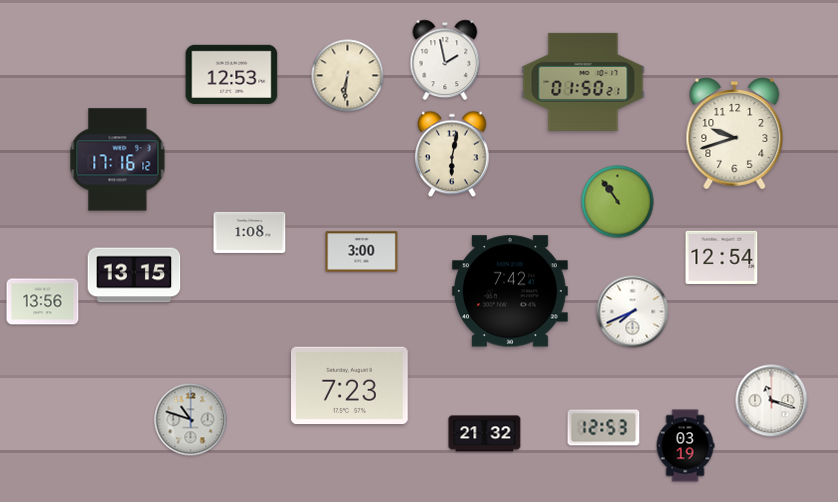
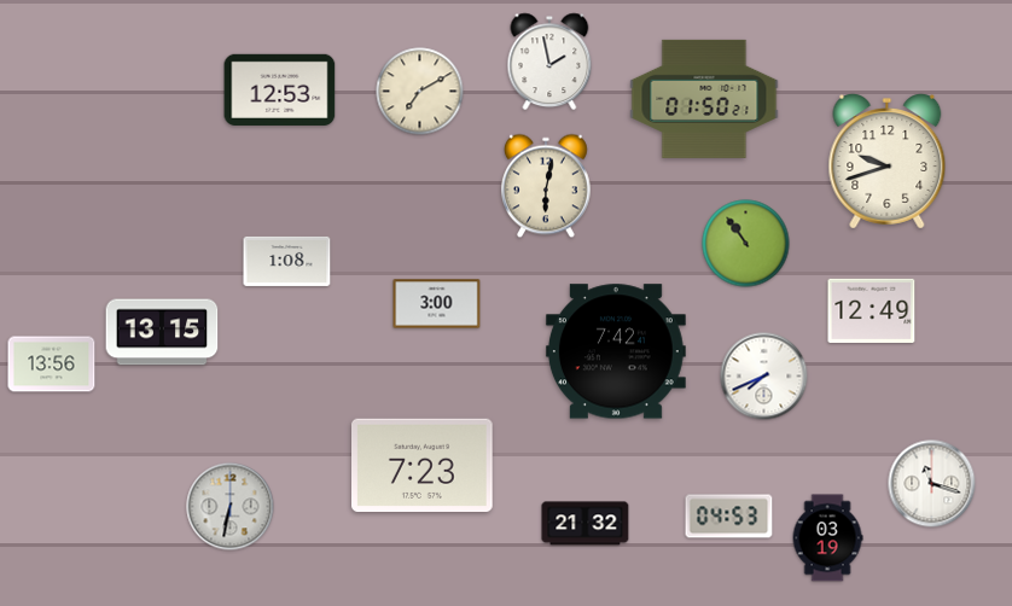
clock at (445, 60) position: (445, 60) -> (549, 62)
clock at (348, 76): 6:31 -> 7:10
clock at (118, 160): 17:16 -> none
clock at (250, 232) position: (250, 232) -> (287, 261)
clock at (722, 257): 12:54 -> 12:49
clock at (191, 420): 10:48 -> 6:32
clock at (604, 428): 12:53 -> 04:53
